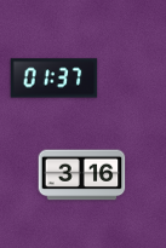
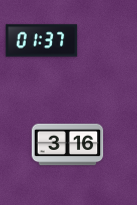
clock at (55, 79) position: (55, 79) -> (42, 41)
